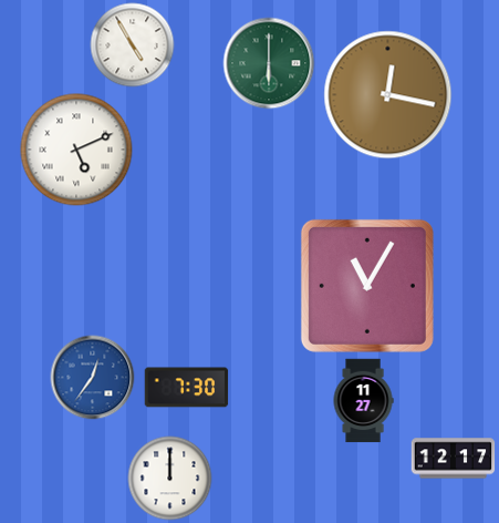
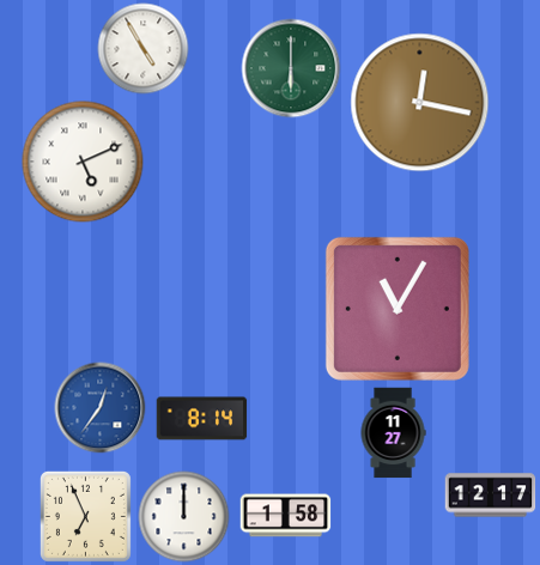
clock at (187, 388): 7:30 -> 8:14
clock at (85, 516): none -> 6:56
clock at (286, 516): none -> 1:58
